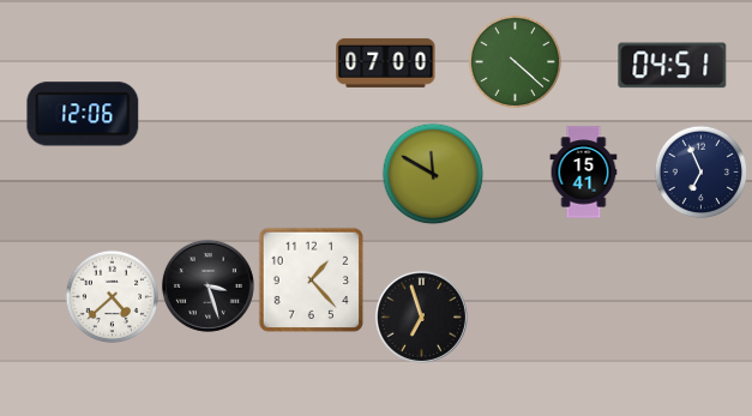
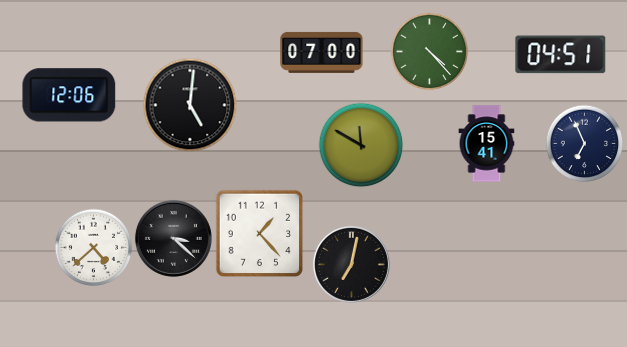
clock at (515, 61): 4:22 -> 4:23
clock at (190, 105): none -> 5:01
clock at (207, 285): 3:27 -> 3:22
clock at (421, 316): 6:57 -> 7:02
